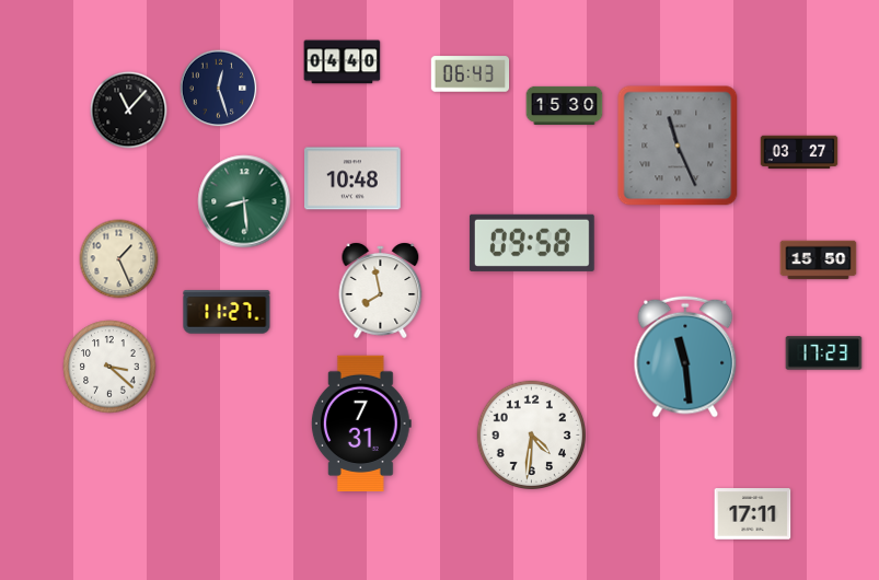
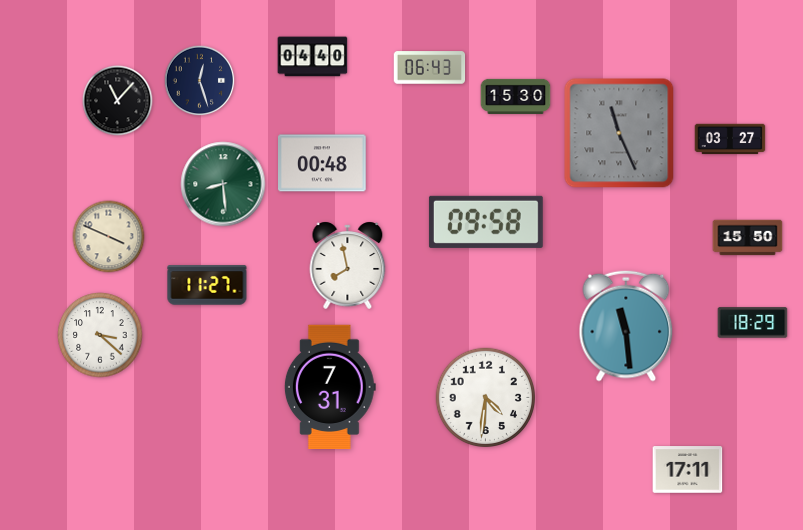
clock at (354, 178): 10:48 -> 00:48
clock at (119, 259): 1:26 -> 3:49
clock at (824, 353): 17:23 -> 18:29
